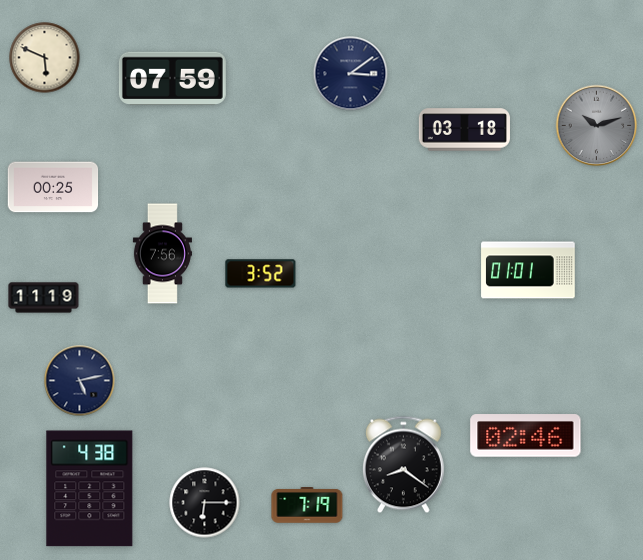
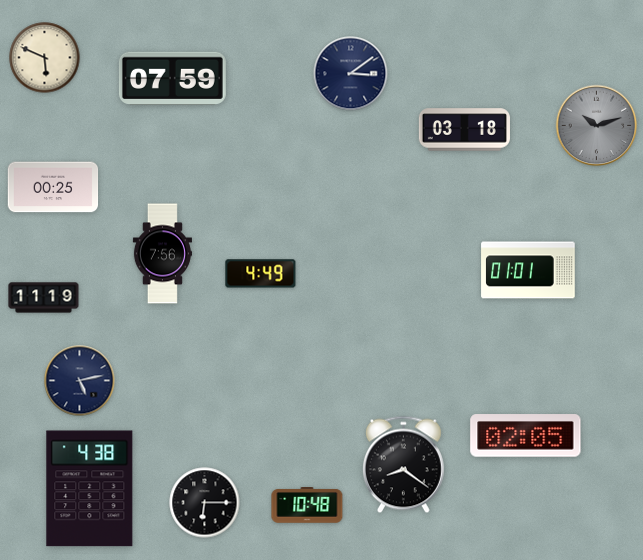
clock at (261, 274): 3:52 -> 4:49
clock at (526, 436): 02:46 -> 02:05
clock at (307, 506): 7:19 -> 10:48
